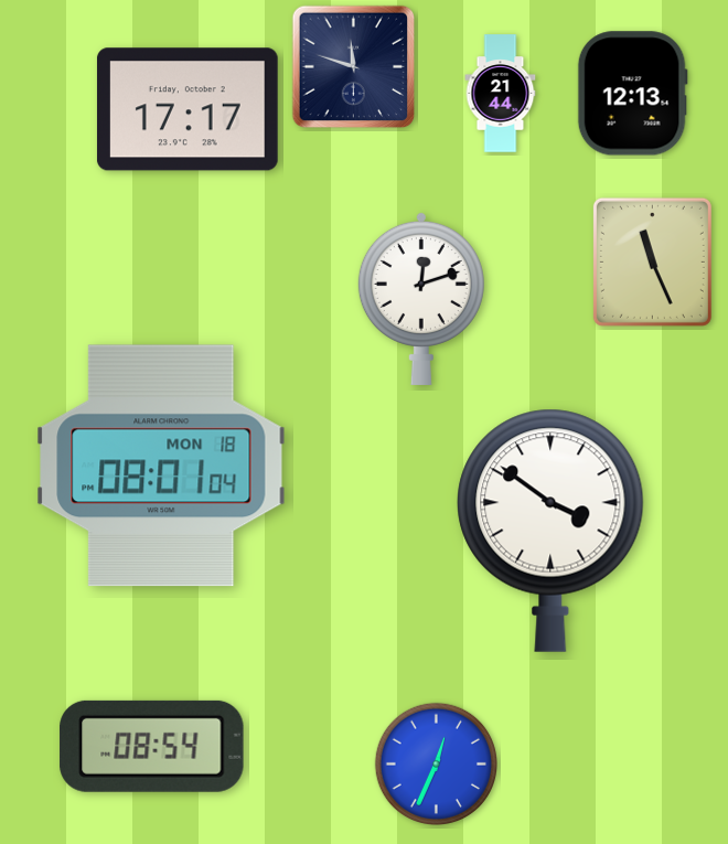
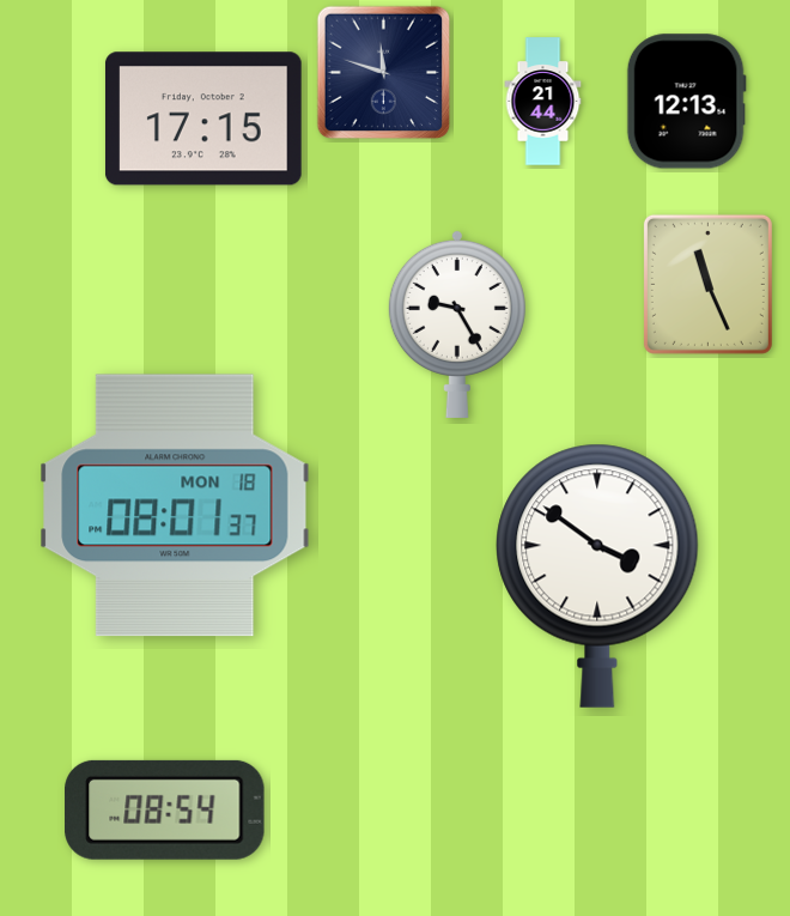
clock at (188, 109): 17:17 -> 17:15
clock at (421, 298): 12:12 -> 9:25
clock at (161, 466): 08:01:04 -> 08:01:37
clock at (436, 763): 12:34 -> none
